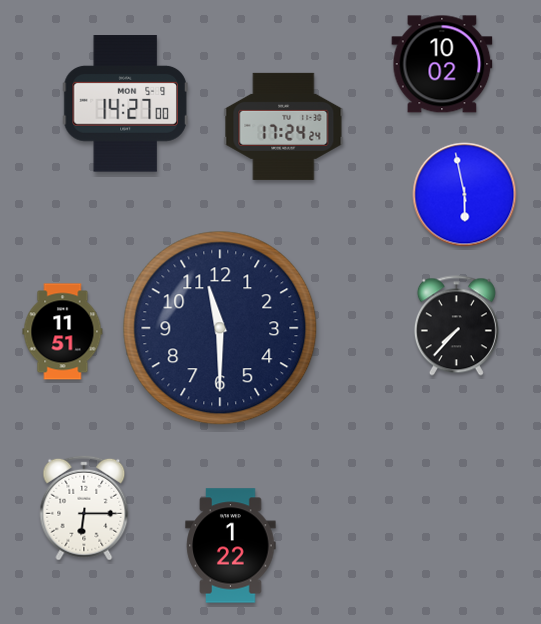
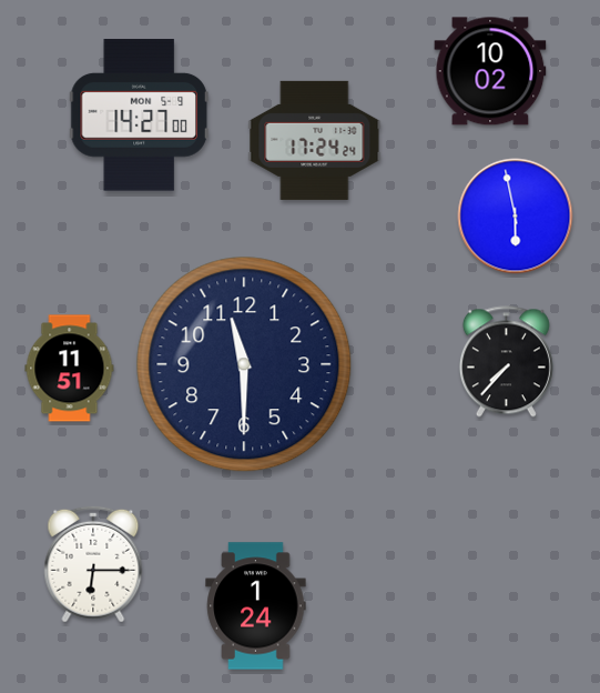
clock at (231, 546): 1:22 -> 1:24
